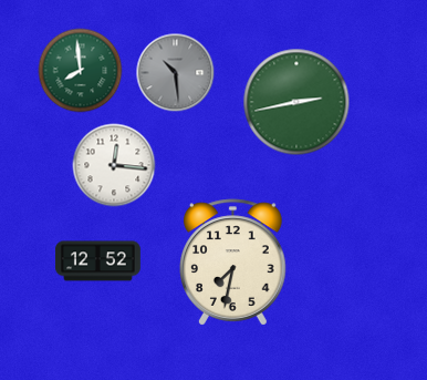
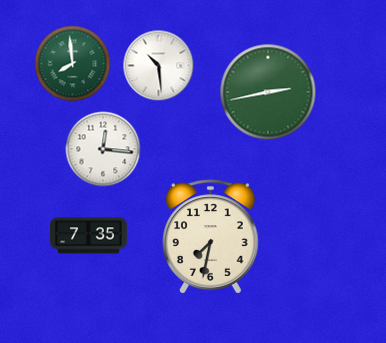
clock at (176, 73) dial: grey -> white
clock at (98, 261): 12:52 -> 7:35
